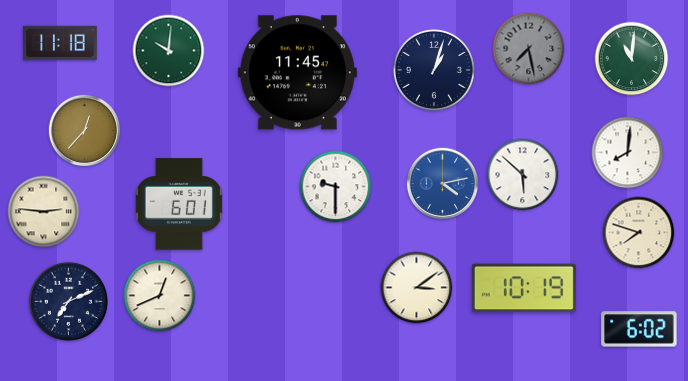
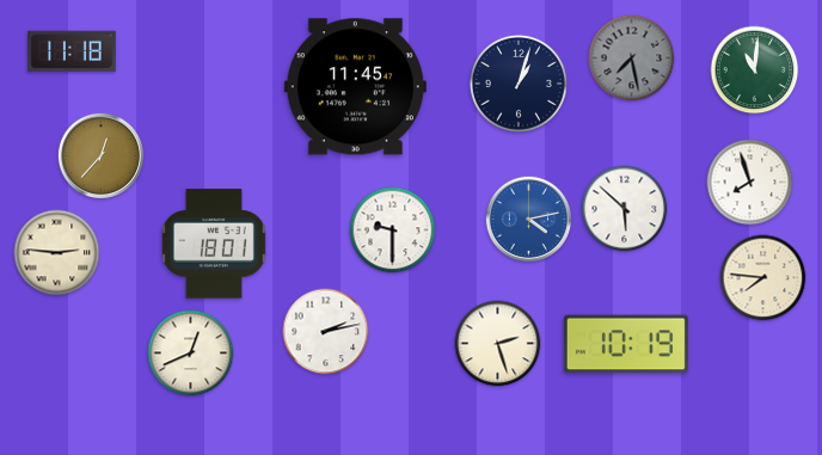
clock at (169, 51): 10:01 -> none
clock at (628, 153): 8:01 -> 7:57
clock at (336, 187) position: (336, 187) -> (393, 230)
clock at (179, 204): 6:01 -> 18:01
clock at (44, 212) position: (44, 212) -> (57, 253)
clock at (639, 233): 7:48 -> 7:46
clock at (326, 332): none -> 2:13
clock at (417, 288): 3:09 -> 2:27
clock at (68, 301): 7:11 -> none
clock at (639, 329): 6:02 -> none
